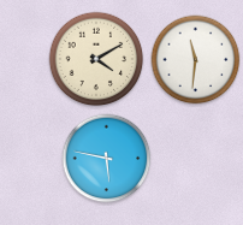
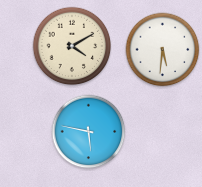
clock at (96, 59) position: (96, 59) -> (72, 46)
clock at (196, 60): 11:31 -> 5:31
